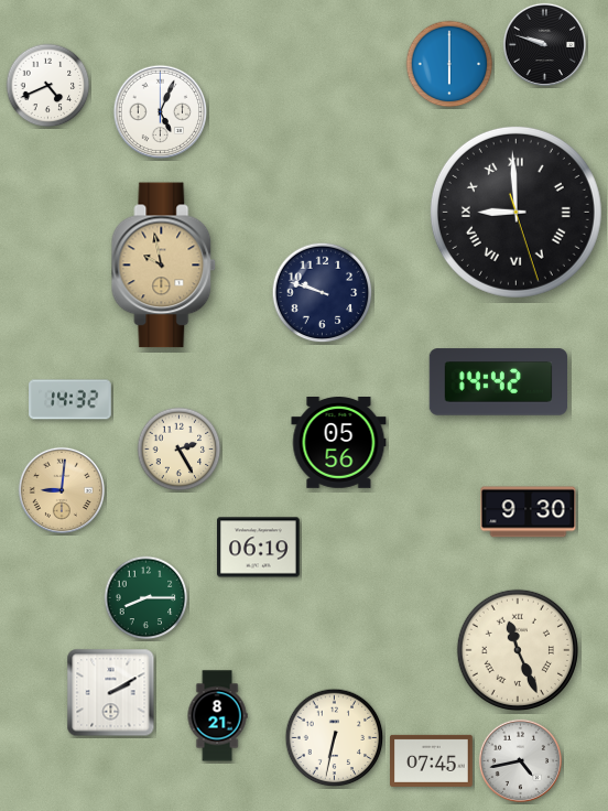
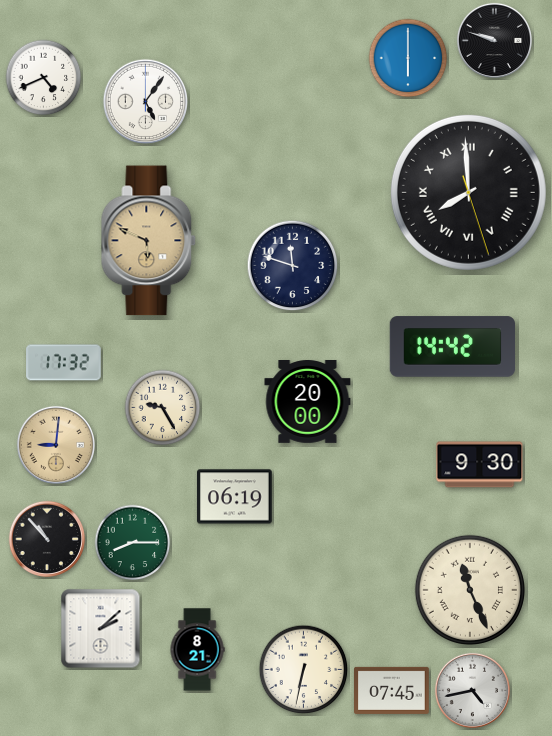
clock at (161, 112): 5:04 -> 5:06
clock at (515, 212): 8:59 -> 7:59
clock at (164, 266): 9:58 -> 5:49
clock at (323, 293): 9:48 -> 11:48
clock at (70, 400): 14:32 -> 17:32
clock at (339, 443): 05:56 -> 20:00
clock at (180, 450): 2:25 -> 9:25
clock at (47, 539): none -> 10:53
clock at (111, 693): 2:10 -> 2:08
